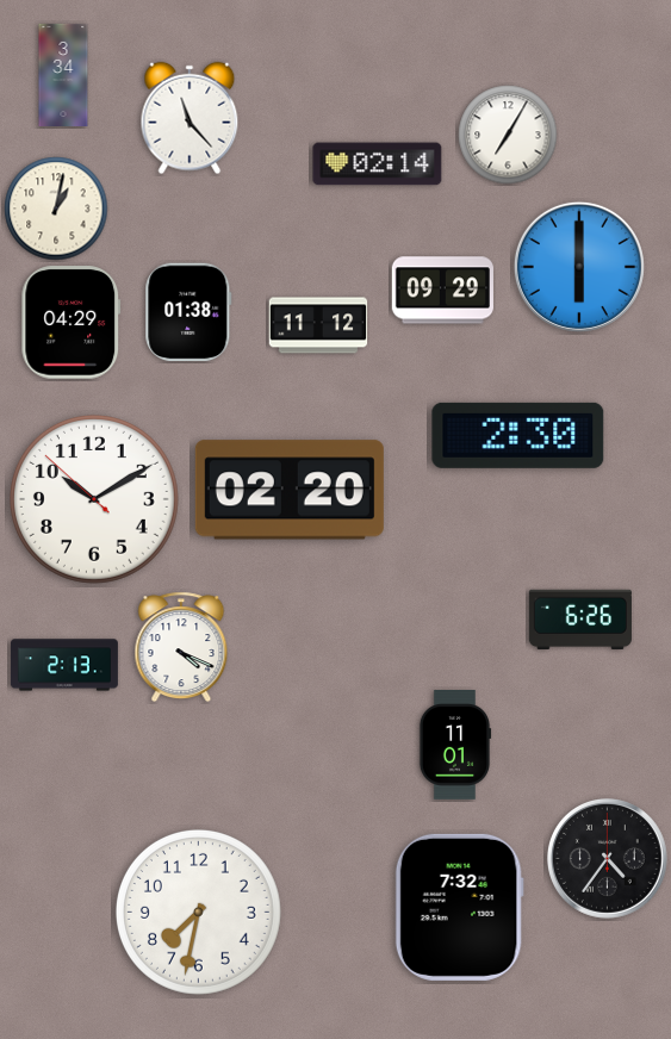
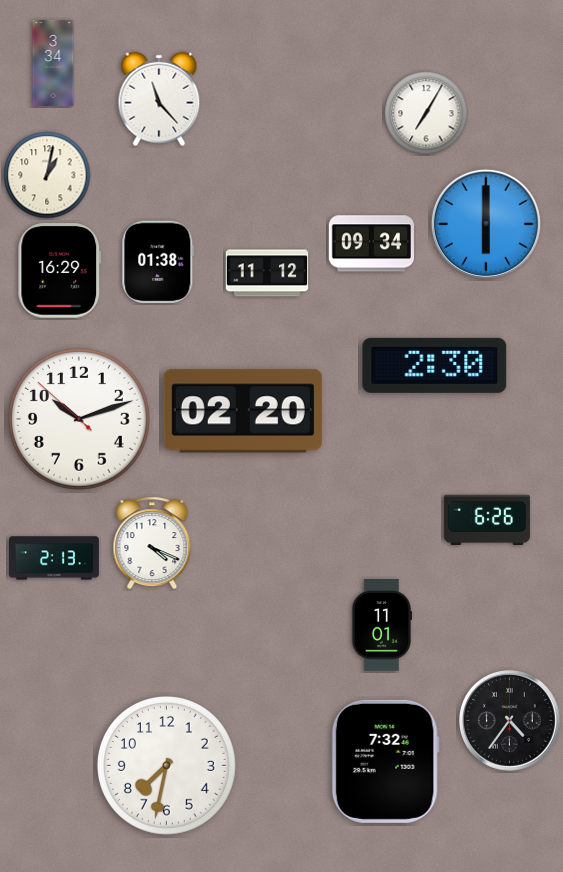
clock at (378, 164): 02:14 -> none
clock at (442, 291): 09:29 -> 09:34
clock at (72, 323): 04:29 -> 16:29
clock at (94, 499): 10:09 -> 10:11
